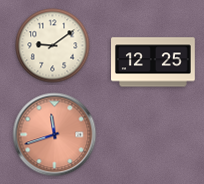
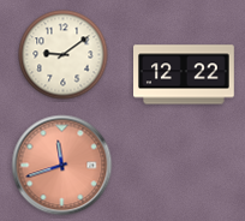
clock at (154, 62): 12:25 -> 12:22
clock at (55, 135) position: (55, 135) -> (62, 166)
